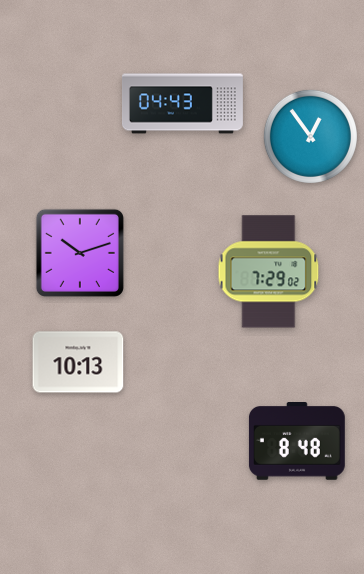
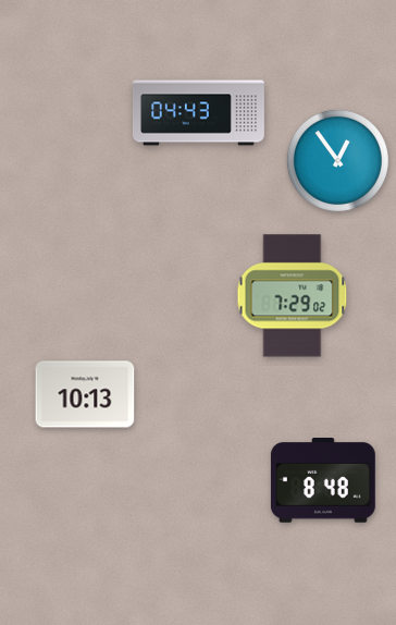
clock at (310, 136) position: (310, 136) -> (337, 160)
clock at (80, 253): 10:12 -> none
